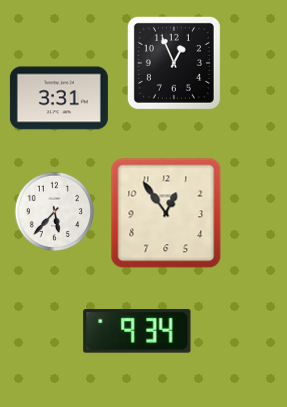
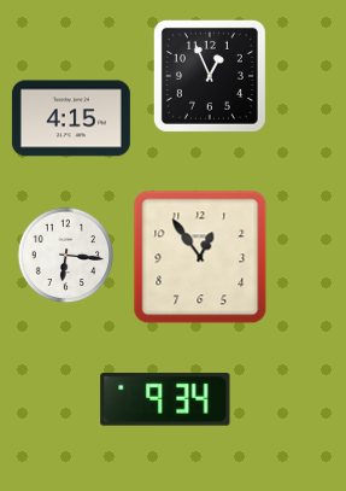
clock at (59, 98): 3:31 -> 4:15
clock at (55, 212): 5:37 -> 6:16
